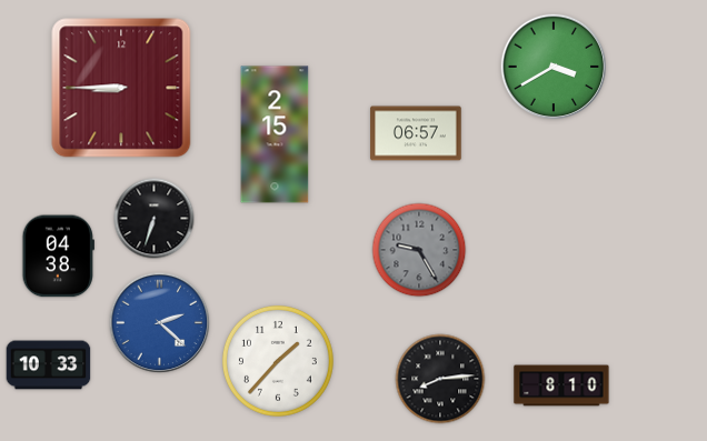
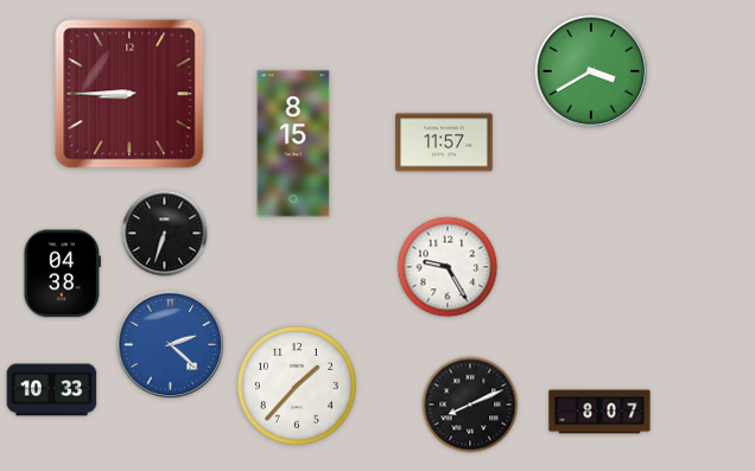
clock at (416, 133): 06:57 -> 11:57
clock at (275, 134): 2:15 -> 8:15
clock at (419, 250) dial: grey -> white
clock at (440, 379): 8:14 -> 8:11
clock at (561, 385): 8:10 -> 8:07
